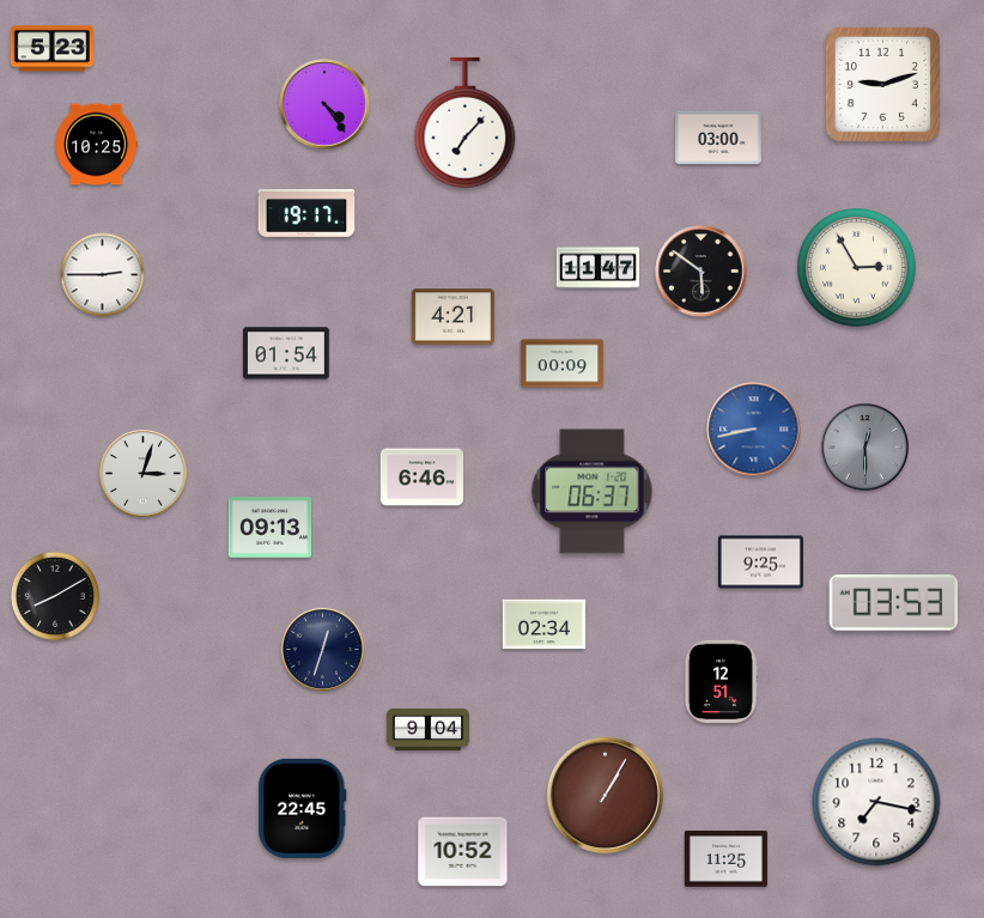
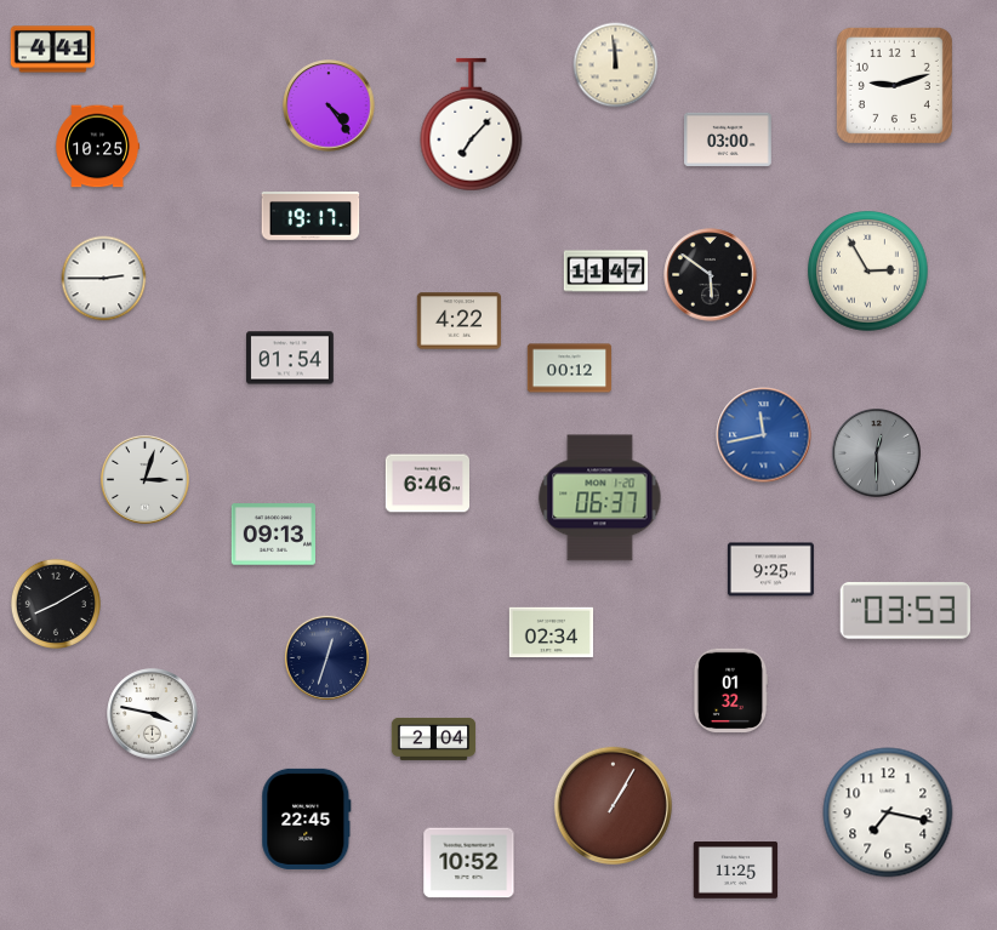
clock at (53, 49): 5:23 -> 4:41
clock at (616, 65): none -> 11:59
clock at (454, 317): 4:21 -> 4:22
clock at (563, 364): 00:09 -> 00:12
clock at (754, 430): 8:43 -> 11:43
clock at (721, 681): 12:51 -> 01:32
clock at (153, 714): none -> 3:47
clock at (429, 729): 9:04 -> 2:04
